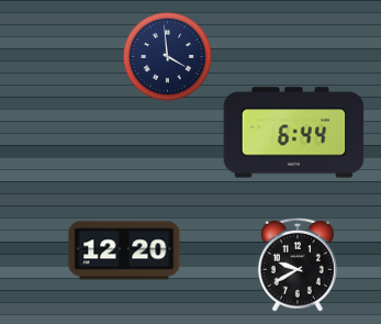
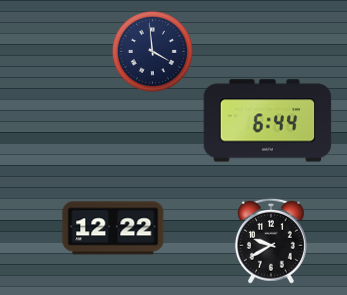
clock at (124, 250): 12:20 -> 12:22
